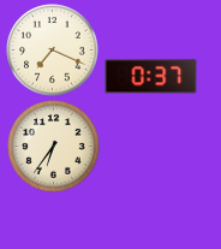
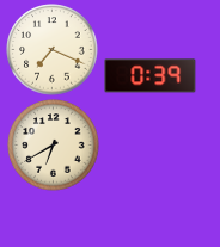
clock at (151, 77): 0:37 -> 0:39
clock at (54, 147): 6:36 -> 6:40
